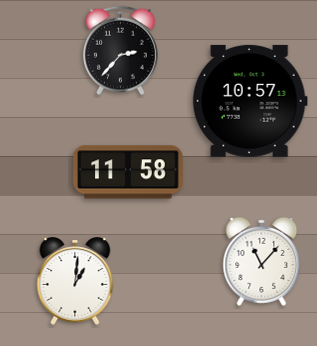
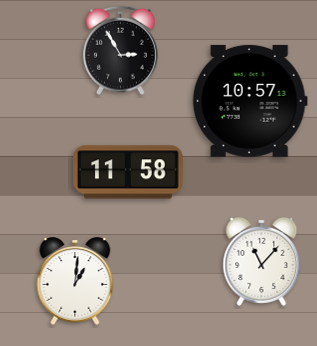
clock at (121, 51): 2:37 -> 2:55
